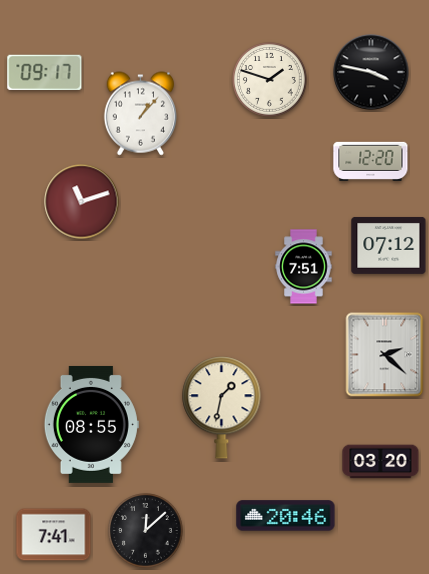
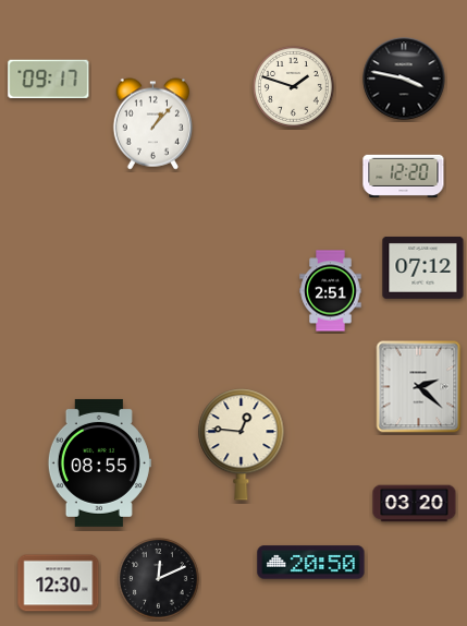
clock at (82, 202): 11:12 -> none
clock at (304, 267): 7:51 -> 2:51
clock at (222, 408): 1:32 -> 12:46
clock at (286, 516): 20:46 -> 20:50
clock at (146, 531): 12:08 -> 12:11
clock at (54, 535): 7:41 -> 12:30
